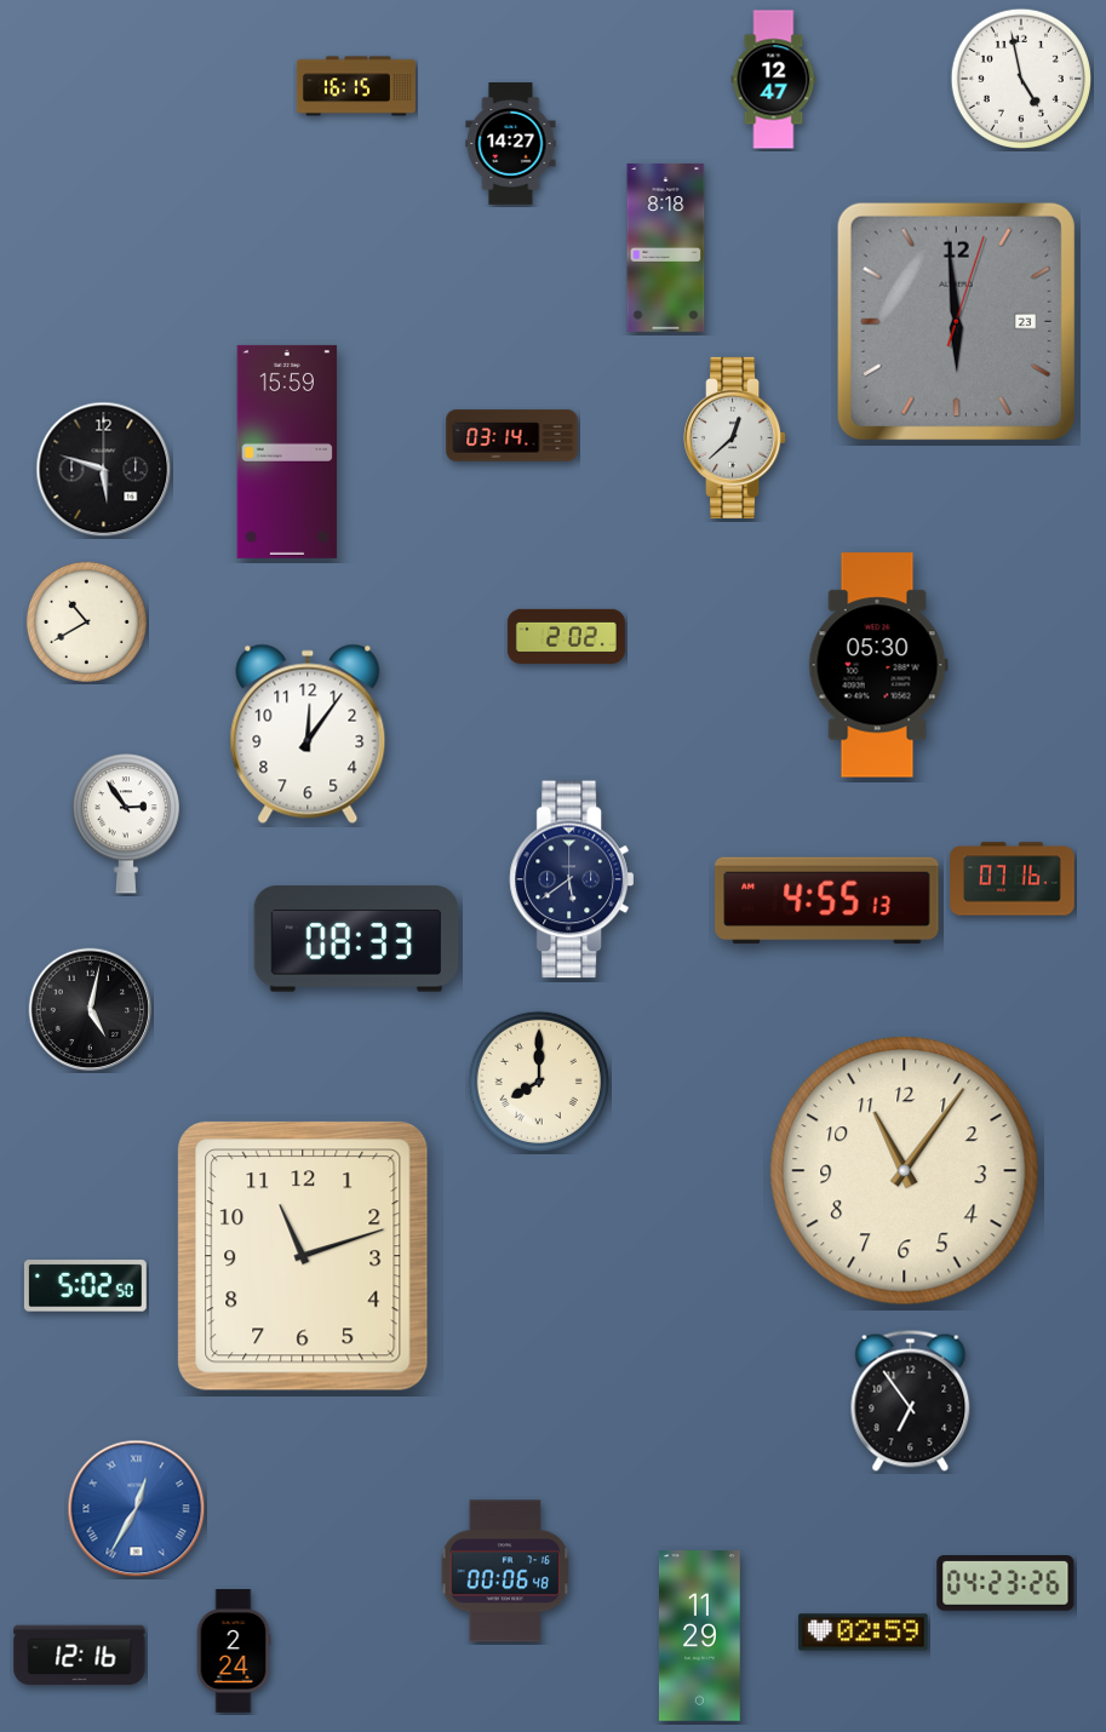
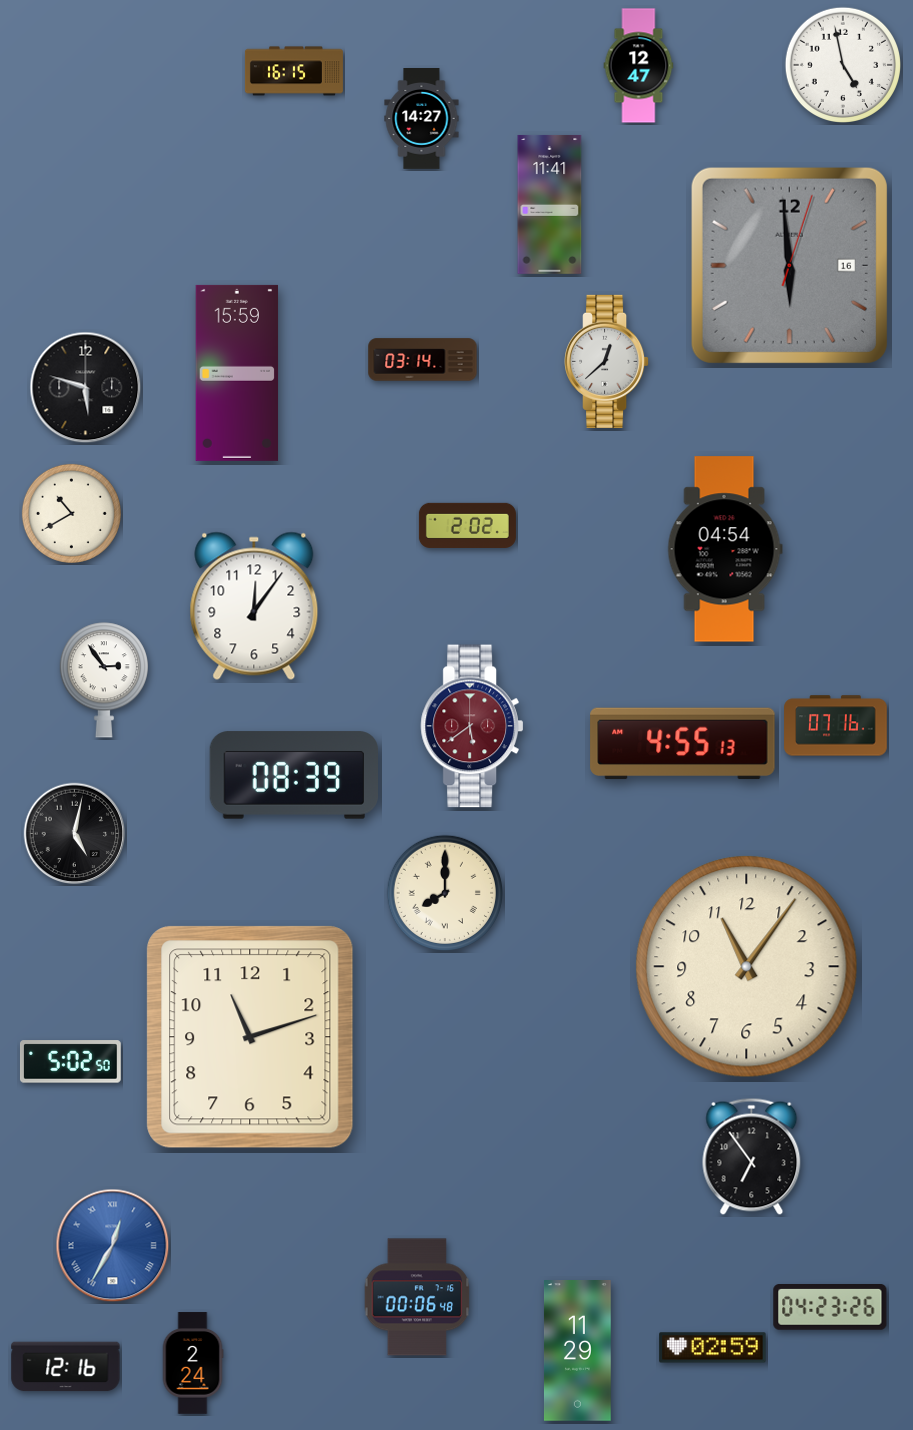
clock at (666, 247): 8:18 -> 11:41
clock at (956, 321) date: 23 -> 16
clock at (878, 665): 05:30 -> 04:54
clock at (571, 879) dial: navy -> burgundy
clock at (355, 939): 08:33 -> 08:39
